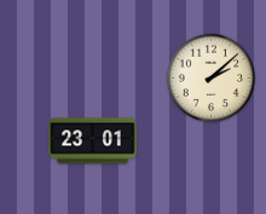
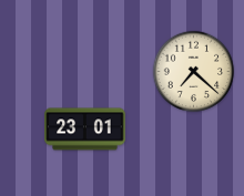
clock at (212, 79): 2:08 -> 7:22
